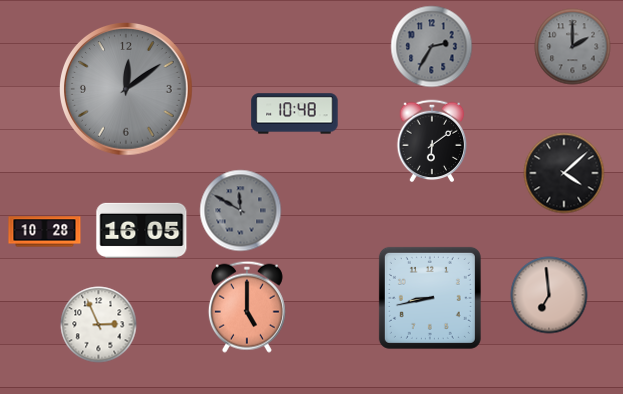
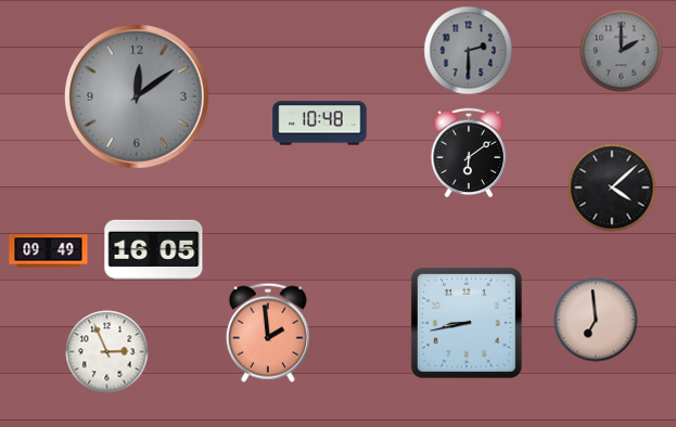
clock at (432, 47): 2:35 -> 2:30
clock at (241, 211): 11:50 -> none
clock at (45, 232): 10:28 -> 09:49
clock at (247, 307): 5:00 -> 1:59
